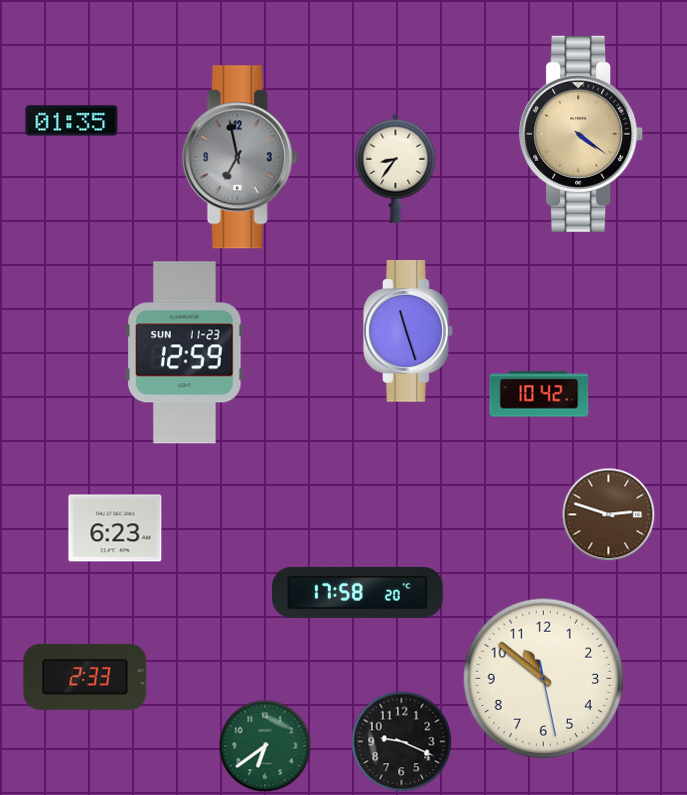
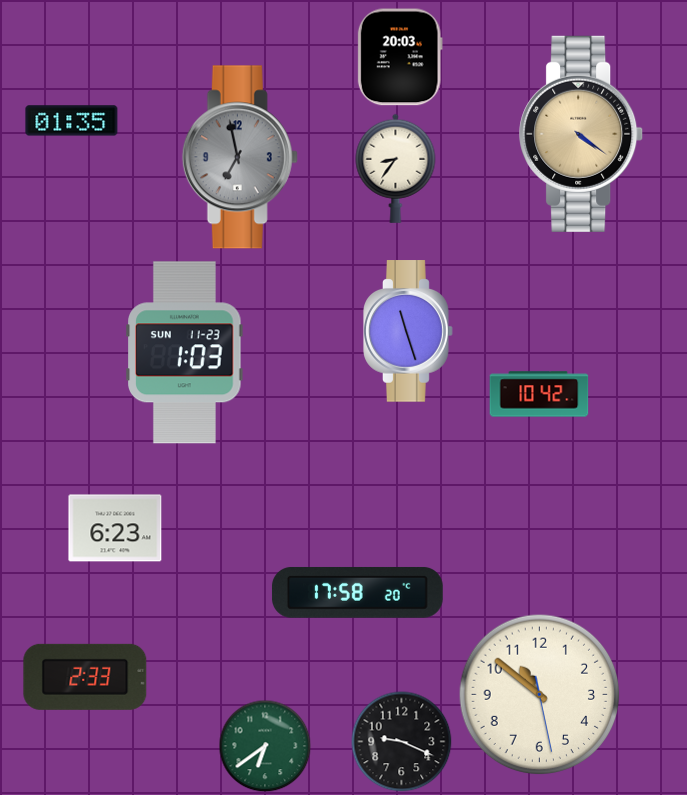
clock at (400, 57): none -> 20:03
clock at (185, 353): 12:59 -> 1:03
clock at (609, 515): 2:48 -> none
clock at (544, 679) position: (544, 679) -> (540, 695)
